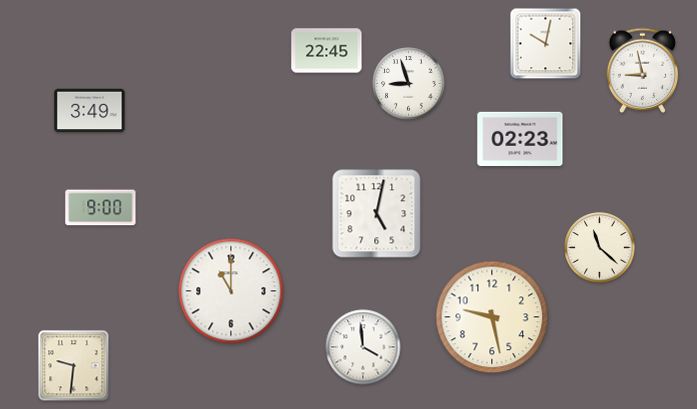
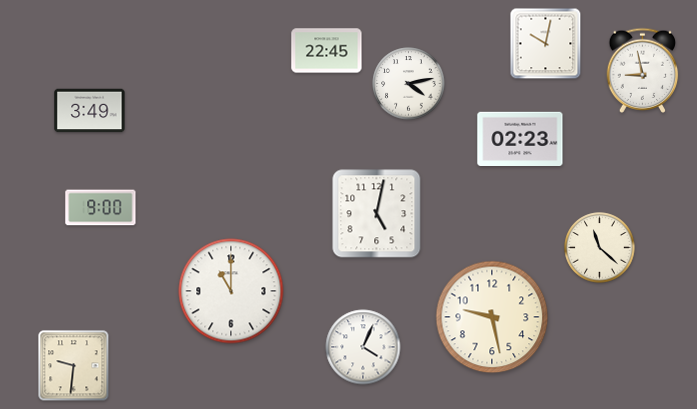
clock at (409, 84): 8:57 -> 4:13
clock at (363, 347): 3:59 -> 4:04
